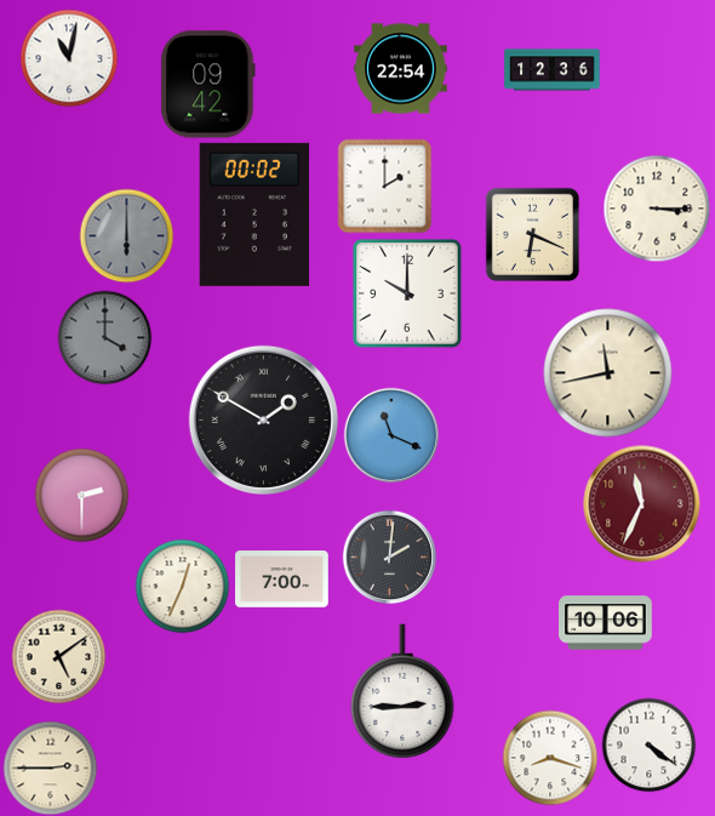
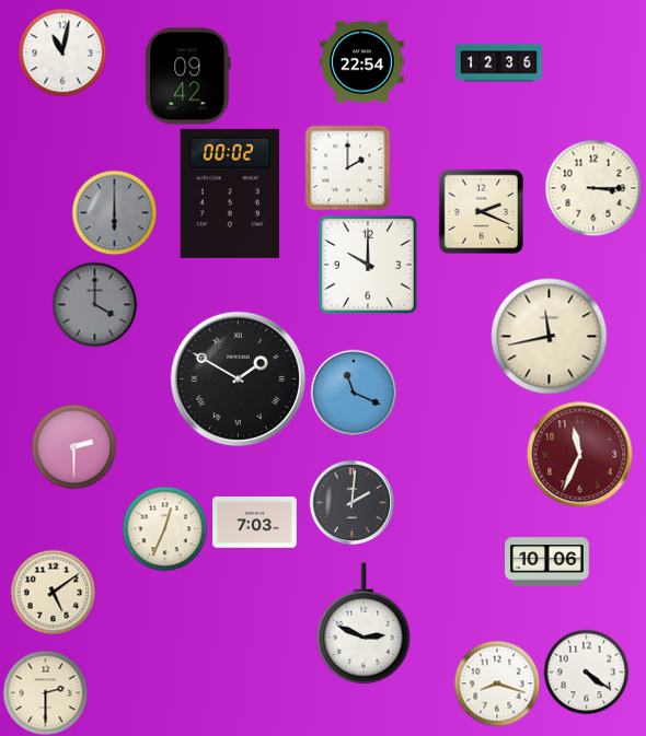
clock at (532, 234): 6:19 -> 2:19
clock at (282, 580): 7:00 -> 7:03
clock at (402, 691): 2:45 -> 2:49
clock at (50, 768): 2:45 -> 2:30
